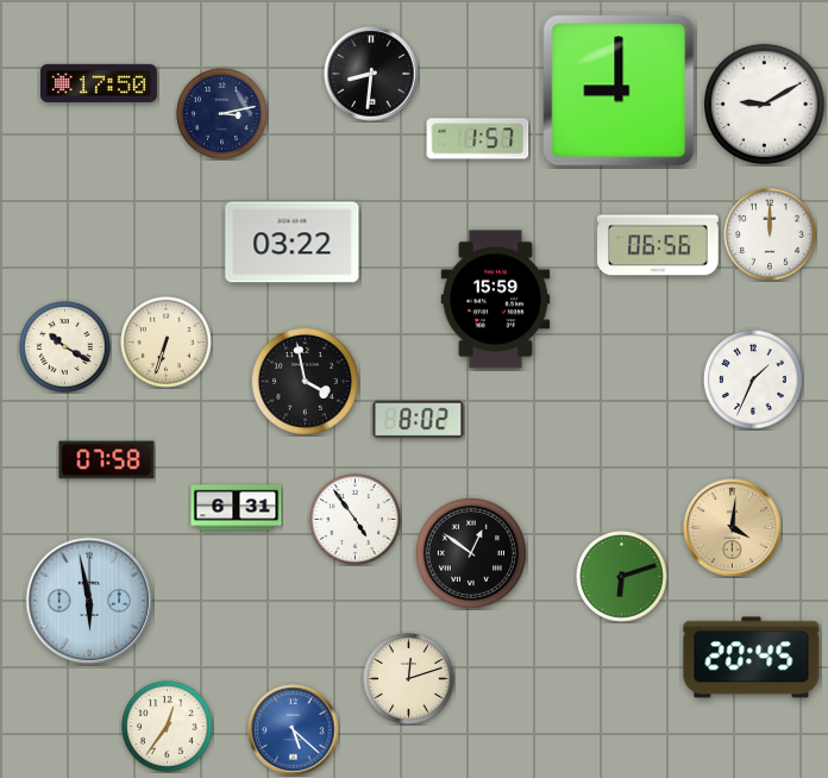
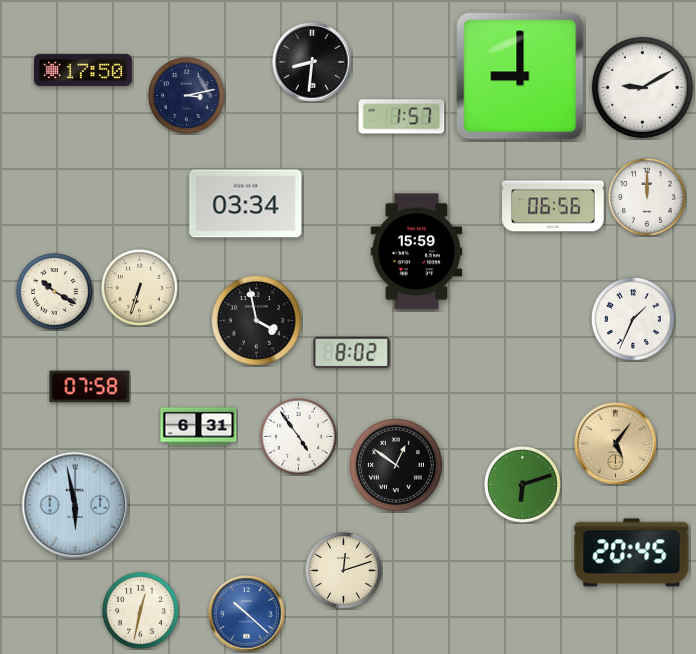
clock at (293, 243): 03:22 -> 03:34
clock at (733, 528): 4:01 -> 5:06
clock at (168, 727): 12:36 -> 12:32
clock at (294, 730): 5:22 -> 10:22
